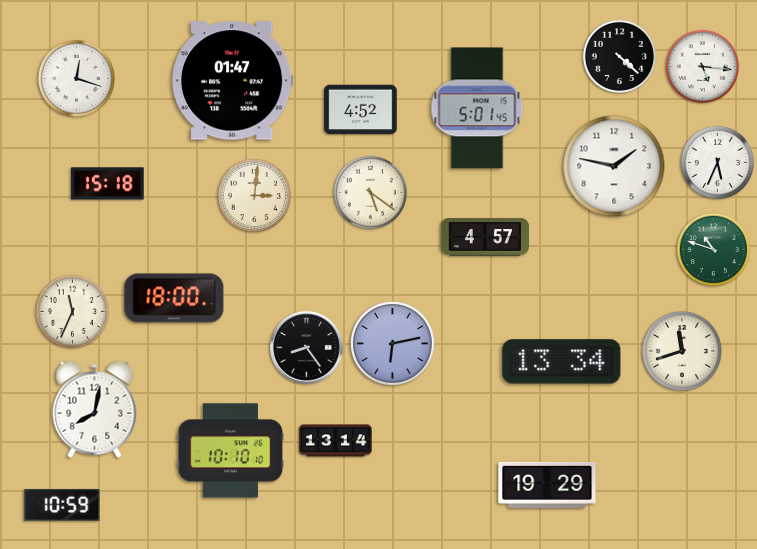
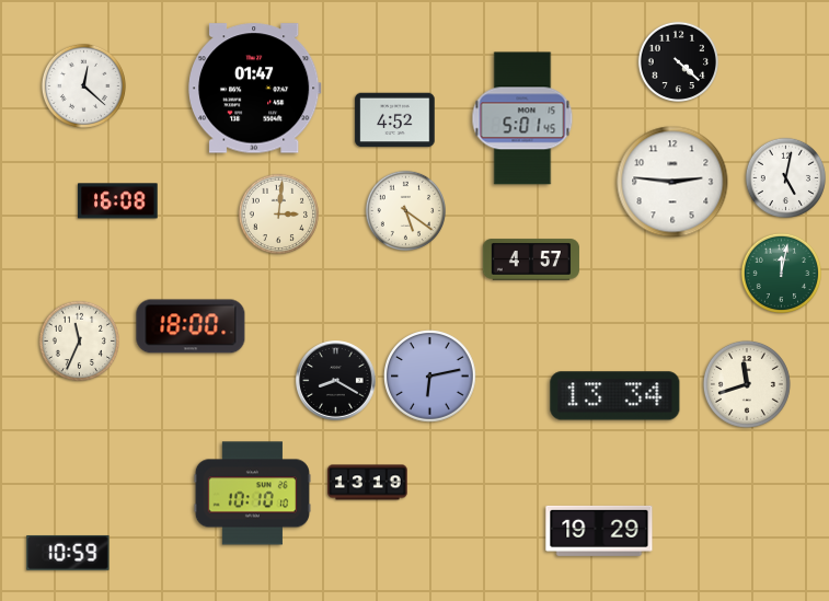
clock at (703, 67): 5:16 -> none
clock at (76, 78): 12:18 -> 12:22
clock at (718, 163): 5:34 -> 5:02
clock at (614, 166): 1:47 -> 2:46
clock at (108, 184): 15:18 -> 16:08
clock at (714, 250): 10:48 -> 12:02
clock at (307, 348): 8:24 -> 8:20
clock at (95, 409): 8:02 -> none
clock at (336, 441): 13:14 -> 13:19
